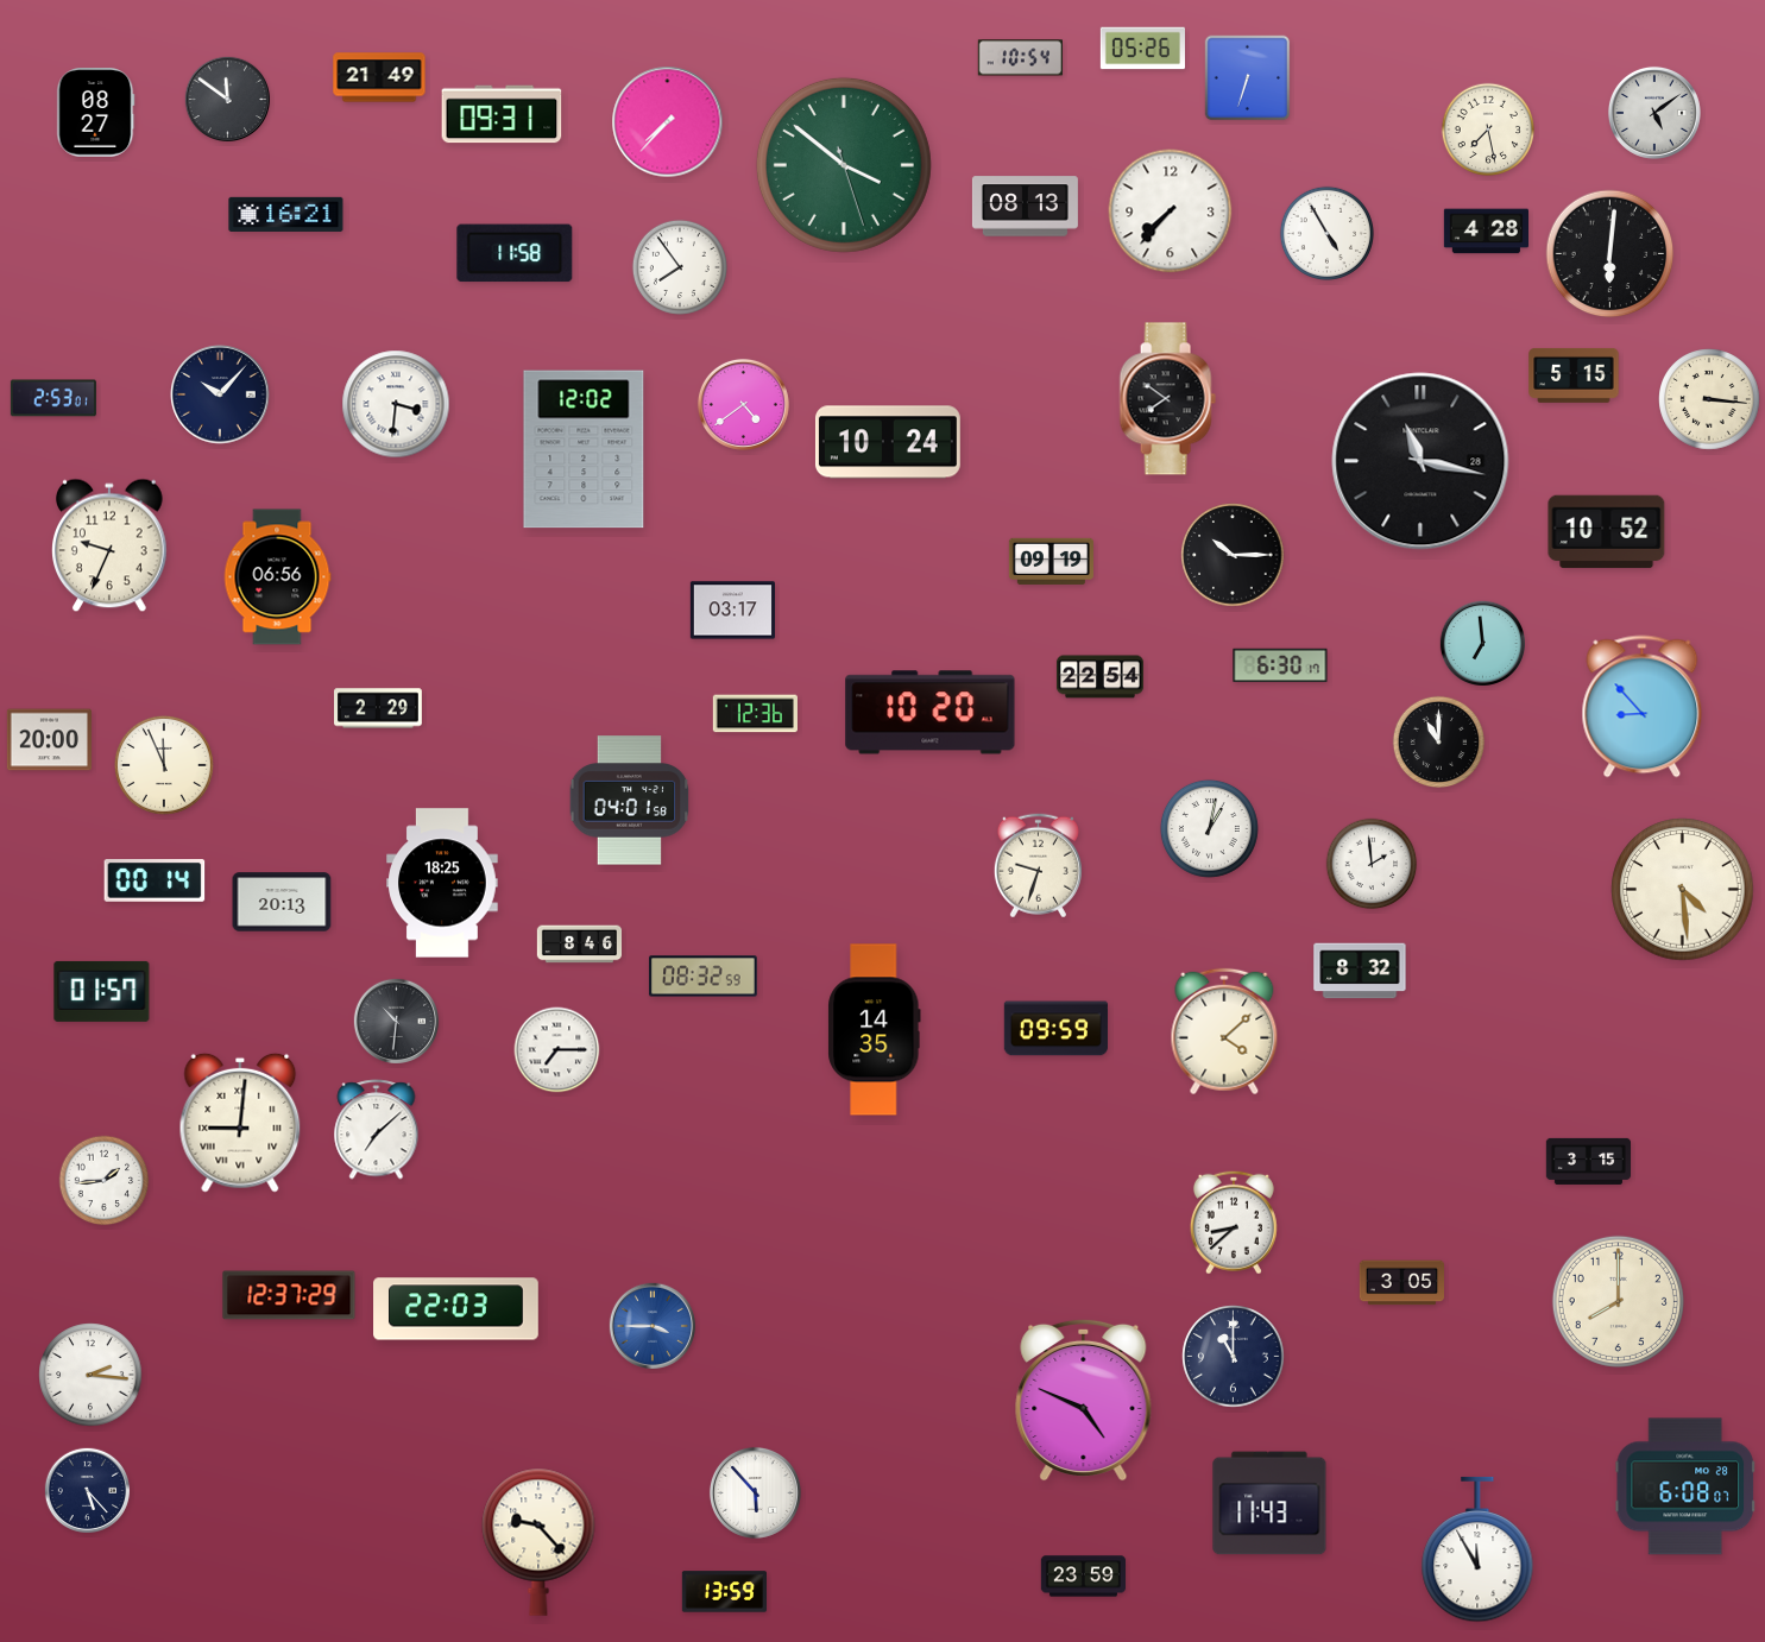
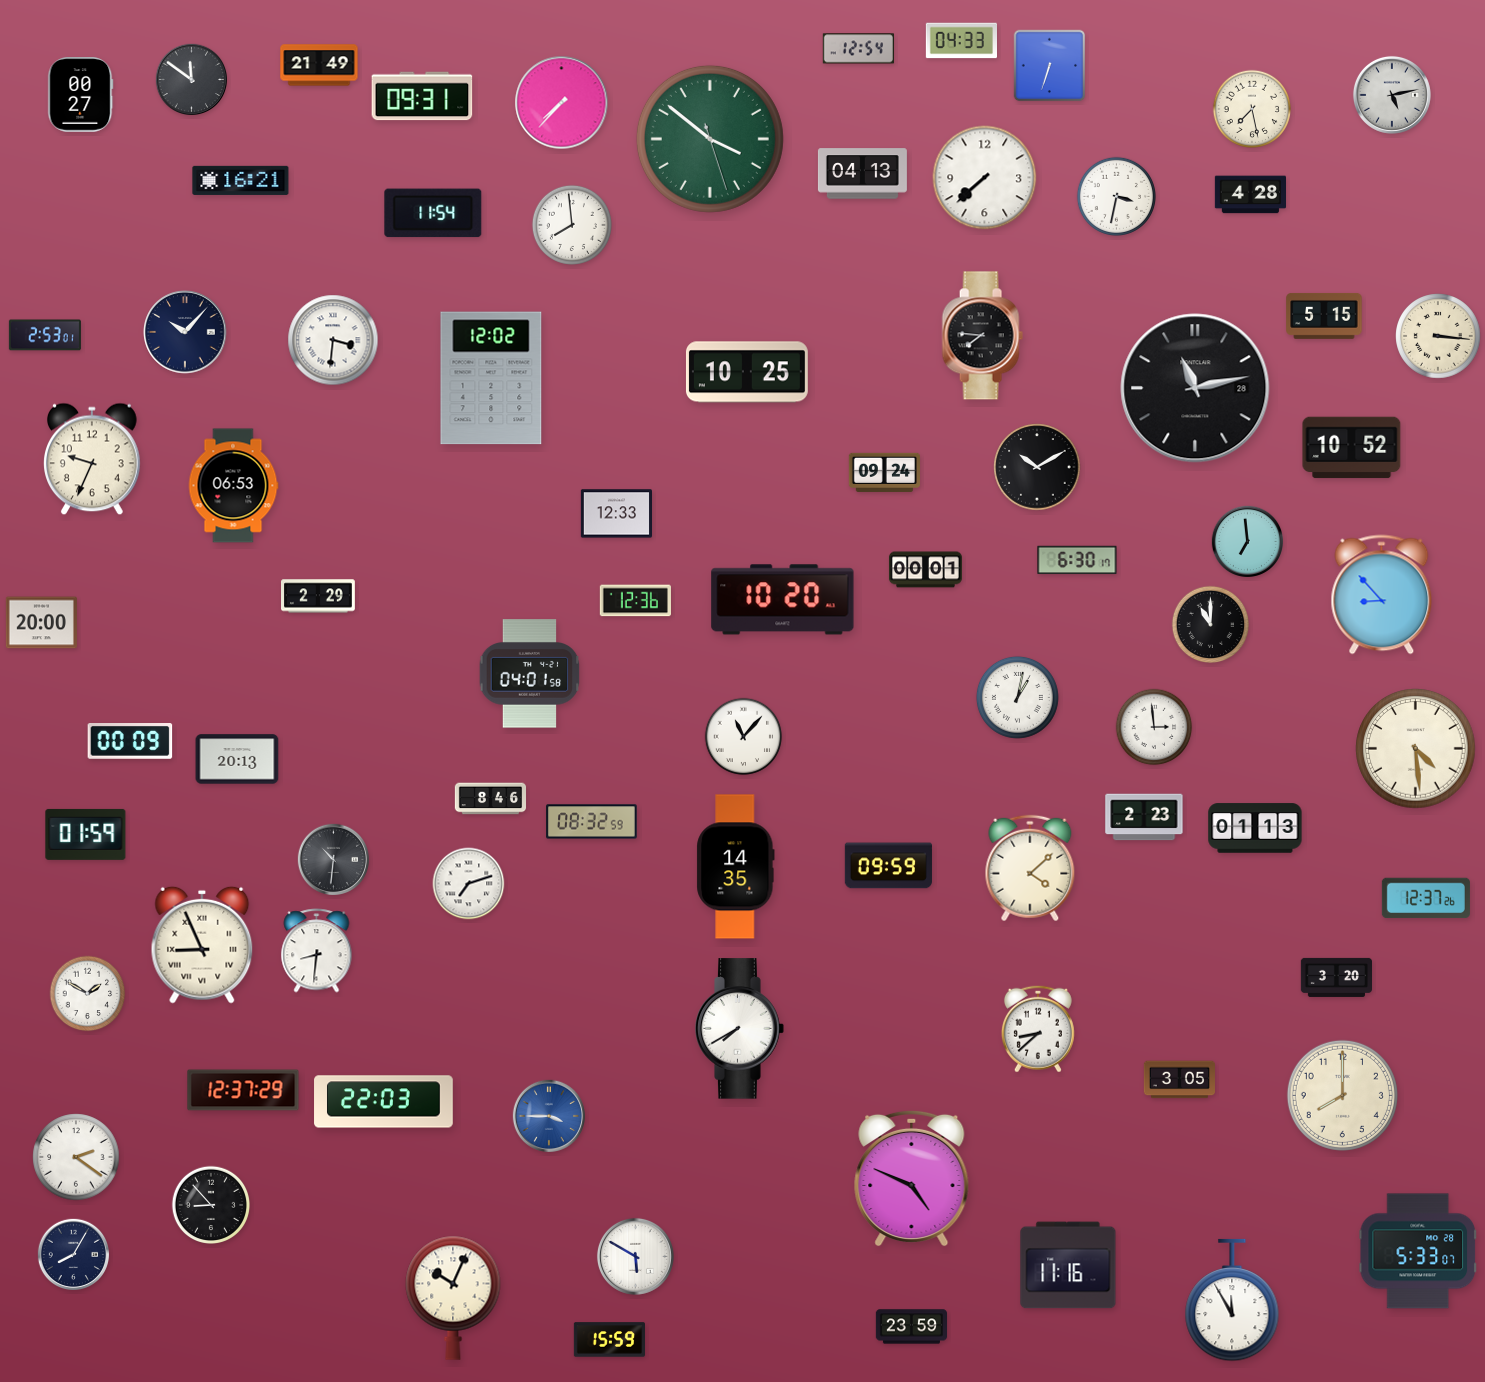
clock at (1142, 49): 05:26 -> 04:33
clock at (1020, 58): 10:54 -> 12:54
clock at (227, 99) position: (227, 99) -> (191, 79)
clock at (96, 113): 08:27 -> 00:27
clock at (1654, 113): 5:09 -> 5:13
clock at (1025, 207): 08:13 -> 04:13
clock at (1171, 211): 7:37 -> 7:38
clock at (1326, 233): 4:55 -> 3:32
clock at (515, 253): 11:58 -> 11:54
clock at (1610, 254): 6:01 -> none
clock at (680, 267): 7:54 -> 7:59
clock at (1167, 399): 7:51 -> 7:46
clock at (743, 404): 4:39 -> none
clock at (888, 442): 10:24 -> 10:25
clock at (1420, 461): 11:17 -> 11:13
clock at (1233, 555): 10:15 -> 10:10
clock at (1051, 561): 09:19 -> 09:24
clock at (277, 577): 06:56 -> 06:53
clock at (732, 611): 03:17 -> 12:33
clock at (1099, 677): 22:54 -> 00:01
clock at (164, 765): 11:56 -> none
clock at (1372, 864): 1:59 -> 2:59
clock at (1038, 866): 9:33 -> none
clock at (744, 737): none -> 11:07
clock at (155, 882): 00:14 -> 00:09
clock at (442, 883): 18:25 -> none
clock at (580, 945) position: (580, 945) -> (491, 799)
clock at (1360, 971): 8:32 -> 2:23
clock at (1255, 828): none -> 01:13
clock at (102, 991): 01:57 -> 01:59
clock at (557, 1050): 7:15 -> 7:12
clock at (1426, 898): none -> 12:37
clock at (240, 1123): 9:01 -> 8:56
clock at (377, 1130): 7:08 -> 8:31
clock at (1588, 1161): 3:15 -> 3:20
clock at (105, 1181): 1:44 -> 1:50
clock at (740, 1029): none -> 7:40
clock at (1618, 1301) position: (1618, 1301) -> (1342, 1095)
clock at (1234, 1357): 11:00 -> none
clock at (90, 1375): 2:16 -> 2:21
clock at (211, 1205): none -> 8:53
clock at (1685, 1486): 6:08 -> 5:33
clock at (87, 1490): 5:23 -> 8:05
clock at (755, 1492): 5:53 -> 5:50
clock at (1269, 1503): 11:43 -> 11:16
clock at (538, 1542): 9:23 -> 10:04
clock at (1477, 1549) position: (1477, 1549) -> (1232, 1300)
clock at (724, 1592): 13:59 -> 15:59
